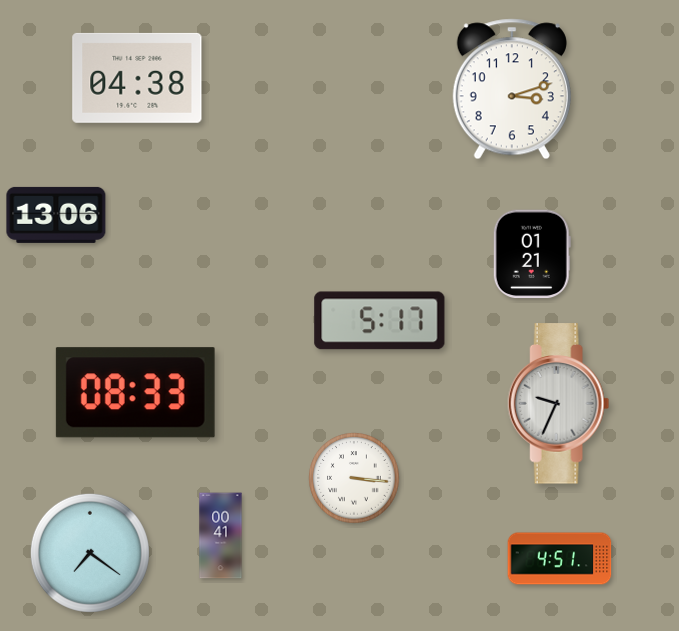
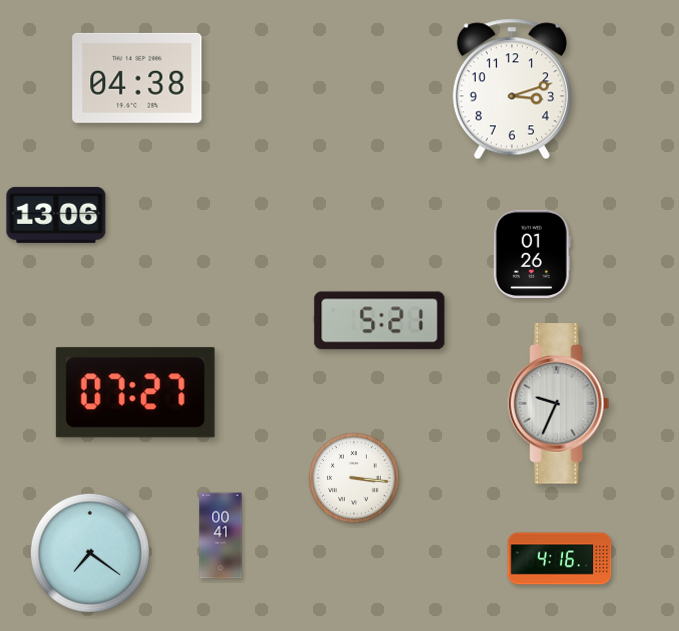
clock at (532, 254): 01:21 -> 01:26
clock at (380, 321): 5:17 -> 5:21
clock at (135, 393): 08:33 -> 07:27
clock at (560, 559): 4:51 -> 4:16
